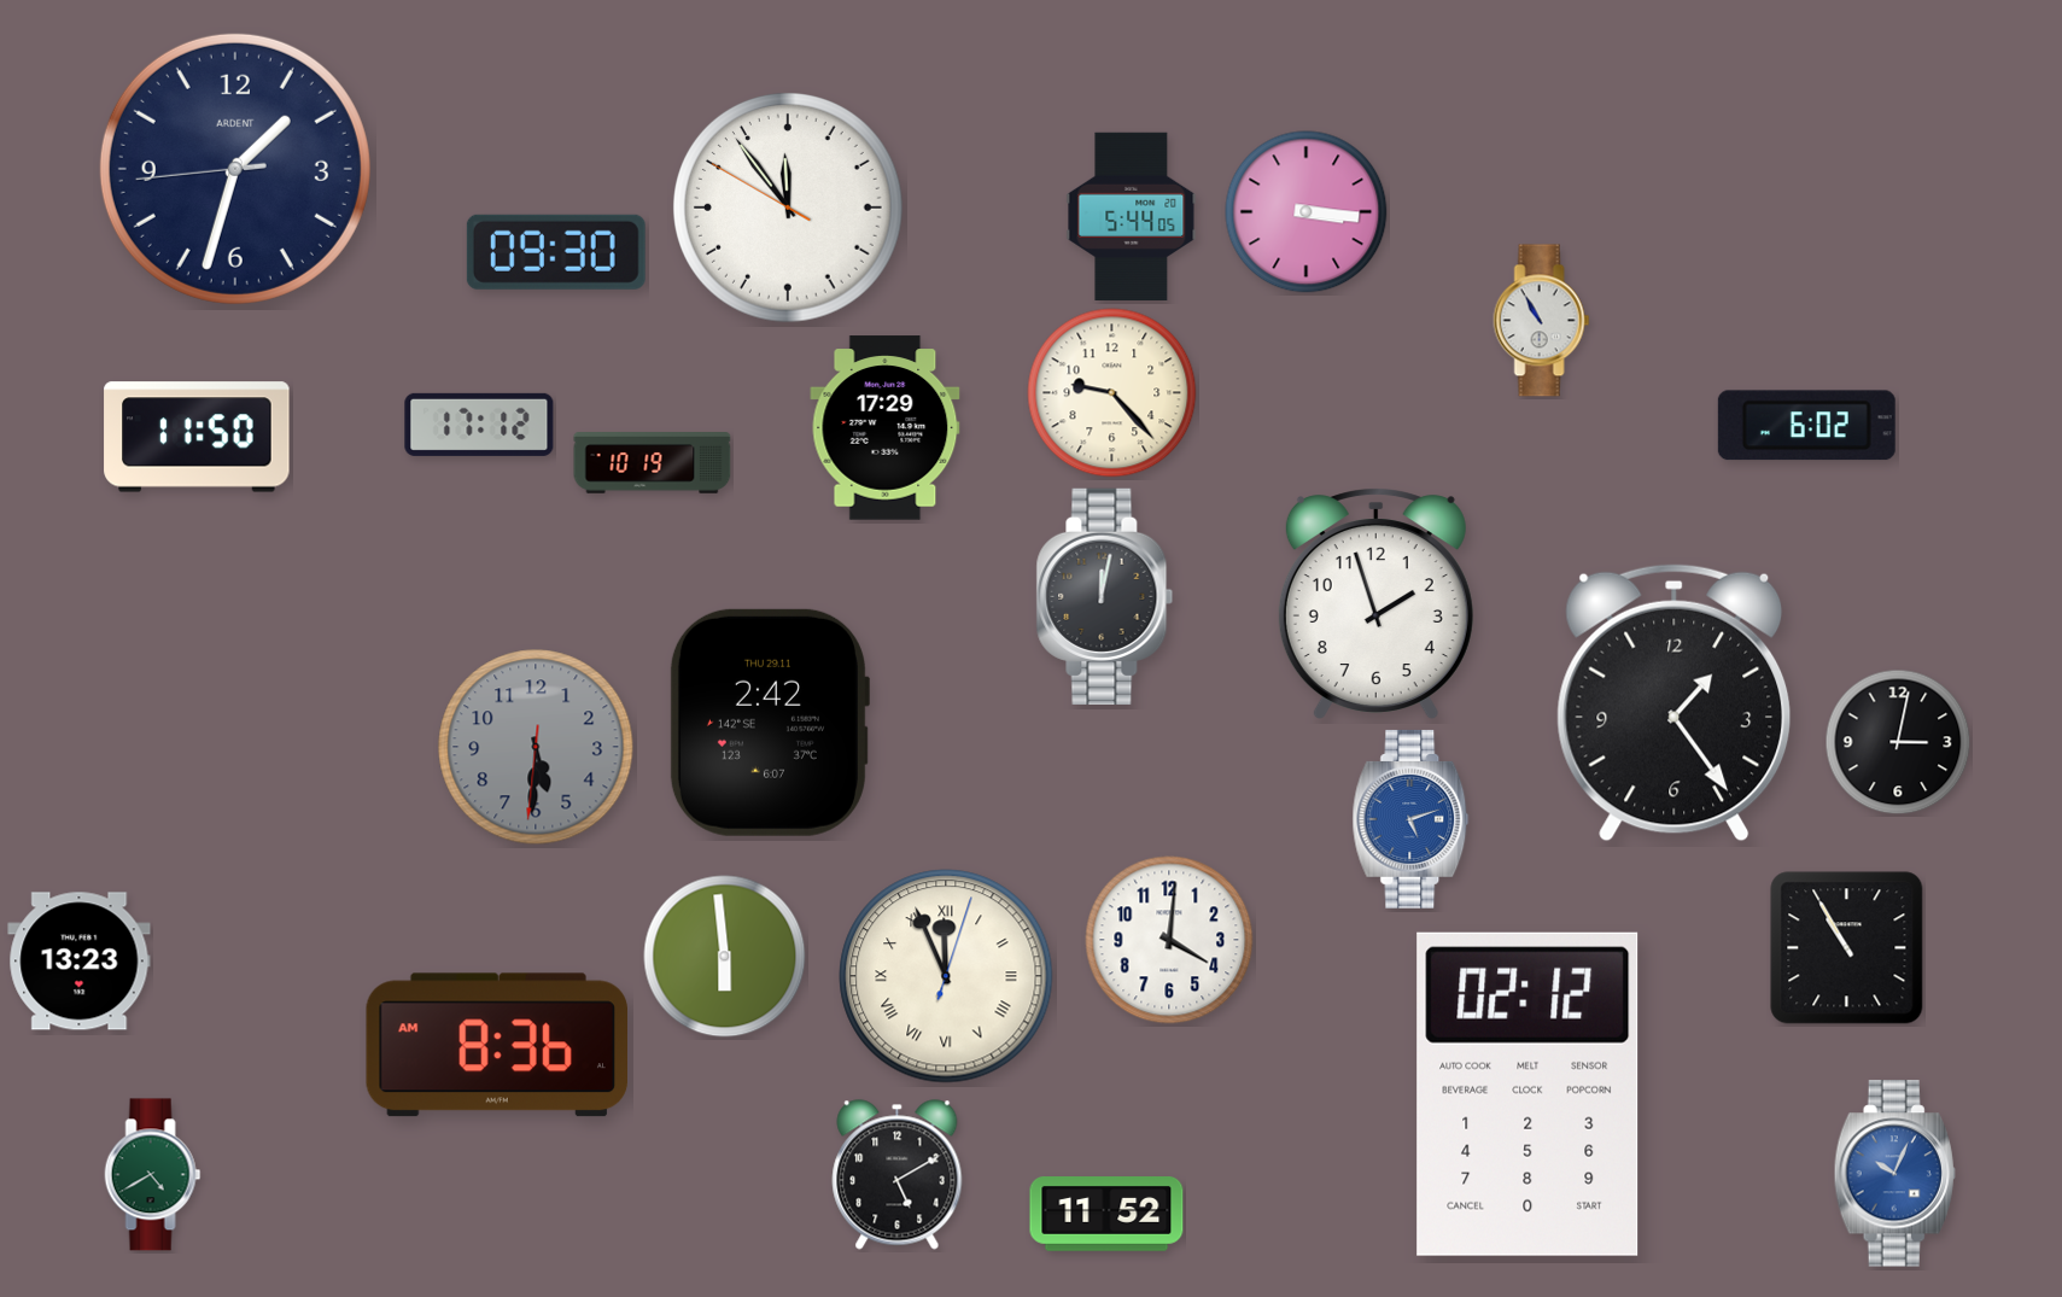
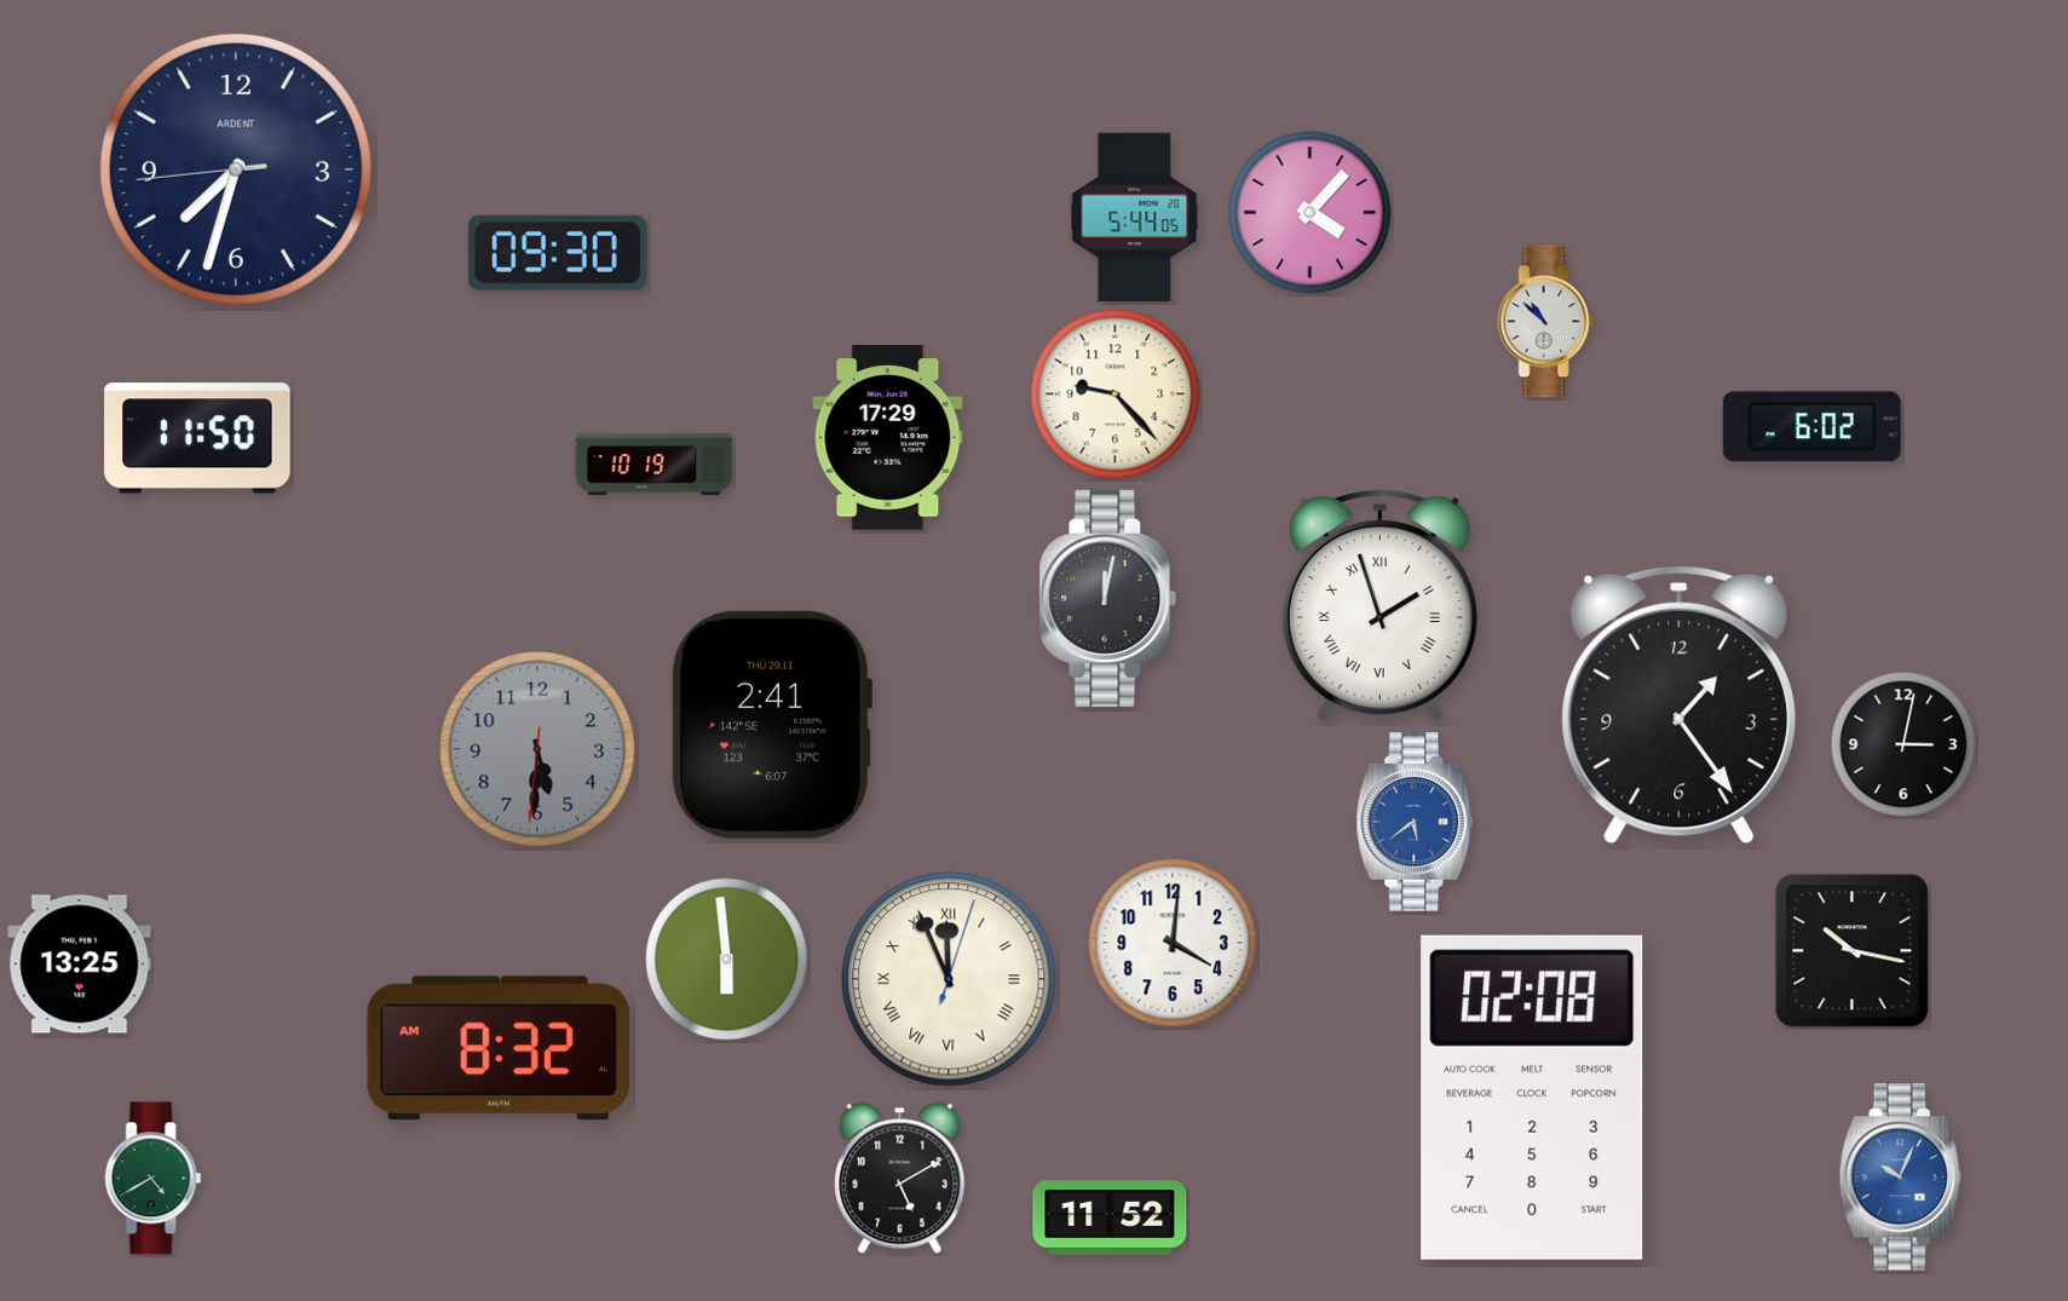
clock at (235, 169): 1:32 -> 7:32
clock at (789, 209): 11:53 -> none
clock at (1307, 212): 3:16 -> 4:07
clock at (1542, 321): 10:55 -> 10:52
clock at (479, 425): 17:12 -> none
clock at (886, 428) position: (886, 428) -> (888, 438)
clock at (1375, 603) numerals: Arabic -> Roman
clock at (769, 723): 2:42 -> 2:41
clock at (1410, 819): 5:12 -> 5:39
clock at (1847, 948): 10:55 -> 10:17
clock at (80, 962): 13:23 -> 13:25
clock at (496, 1045): 8:36 -> 8:32
clock at (1527, 1094): 02:12 -> 02:08
